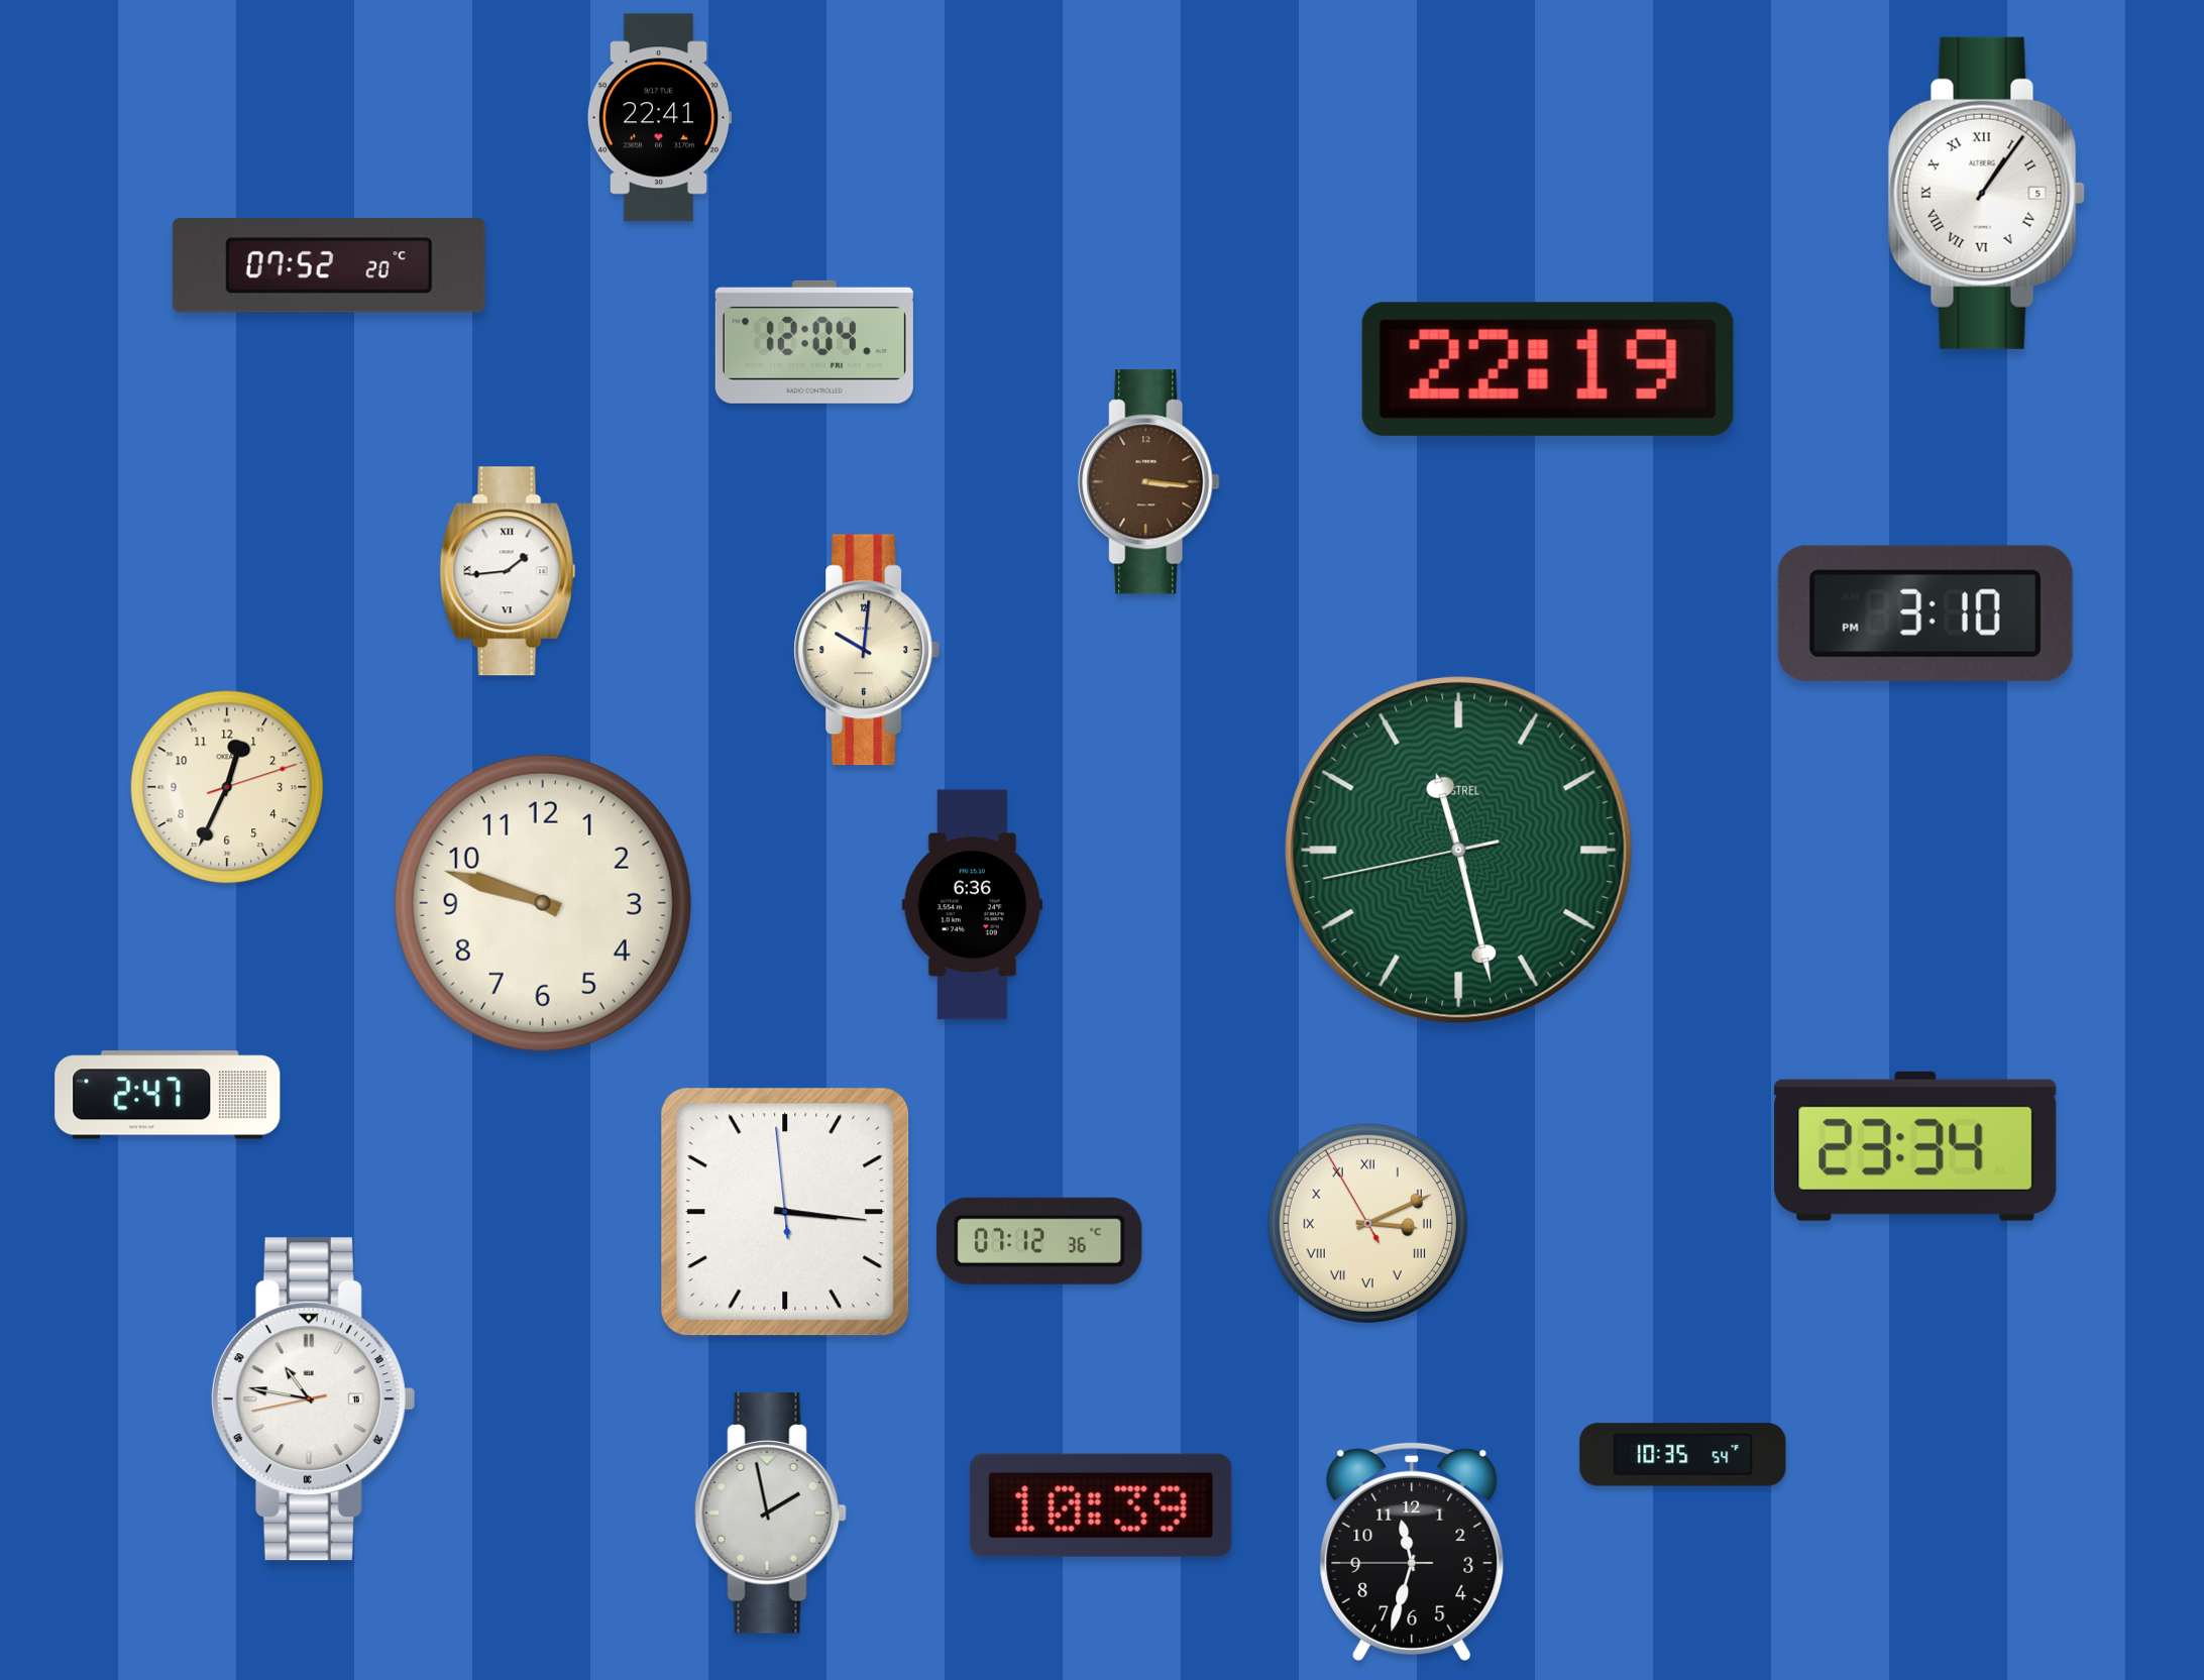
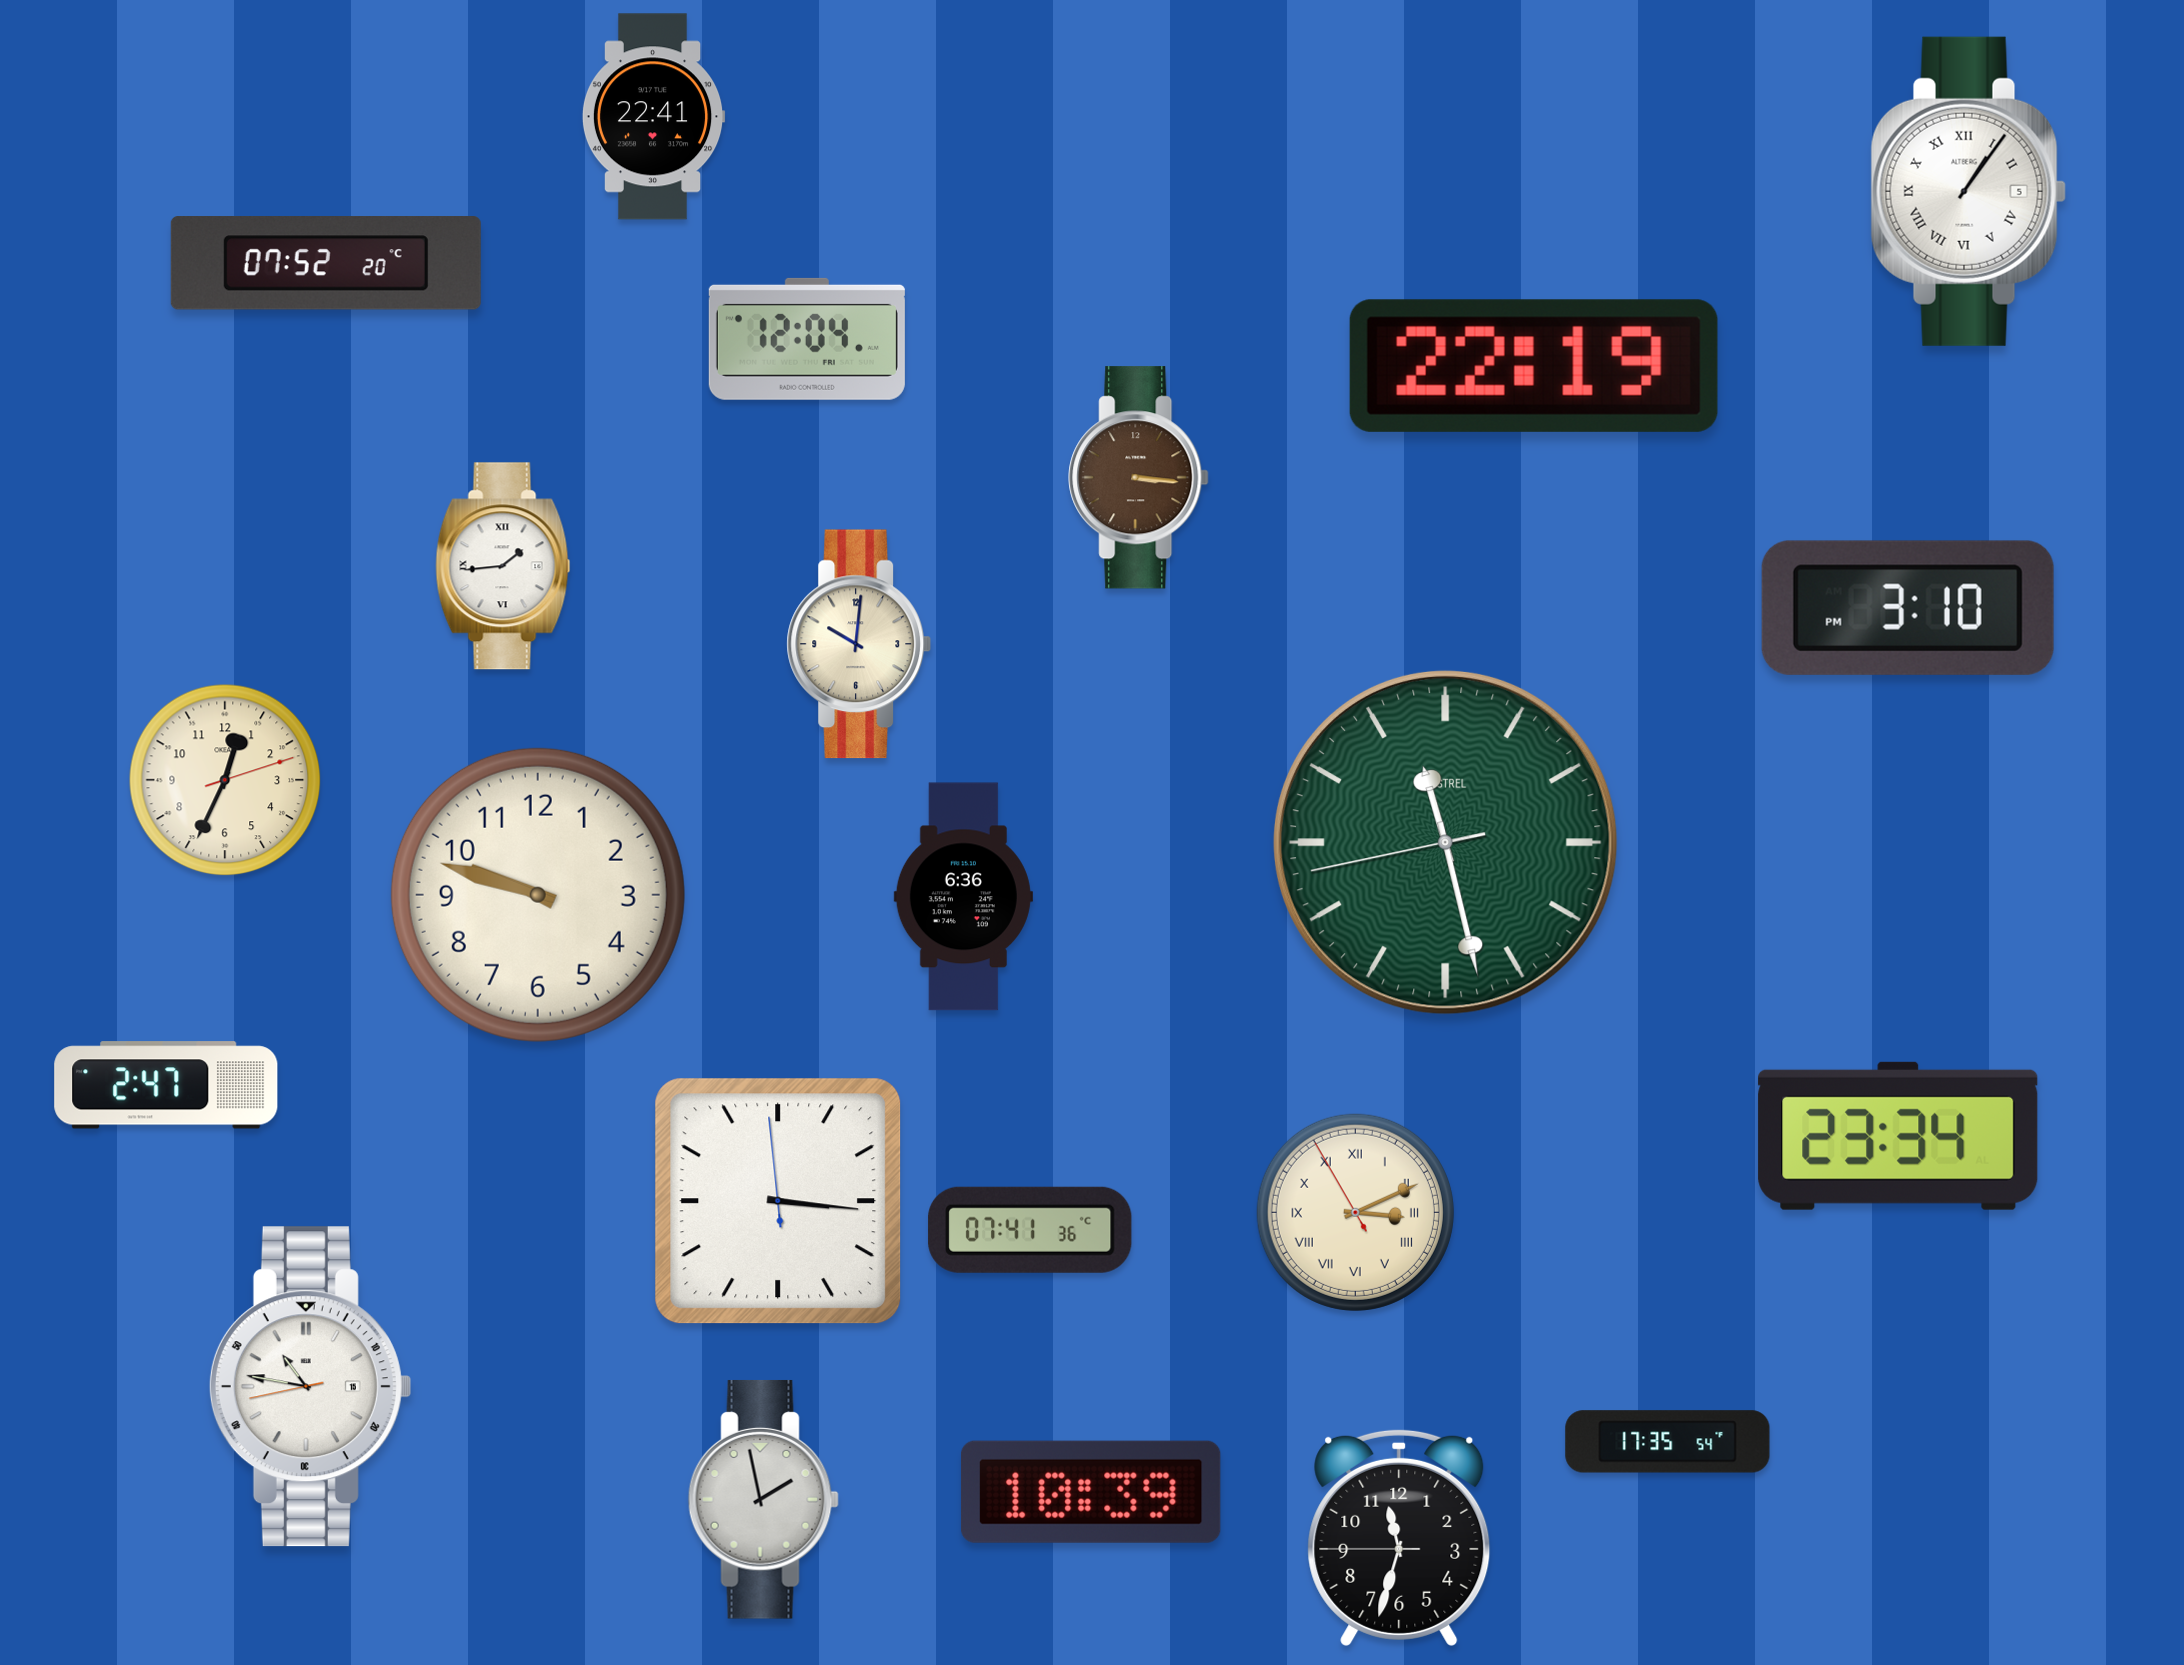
clock at (1039, 1241): 07:12 -> 07:41
clock at (1683, 1455): 10:35 -> 17:35
